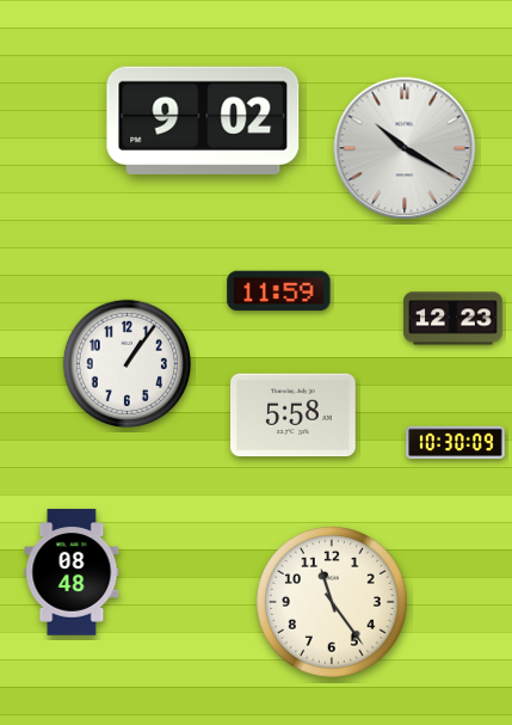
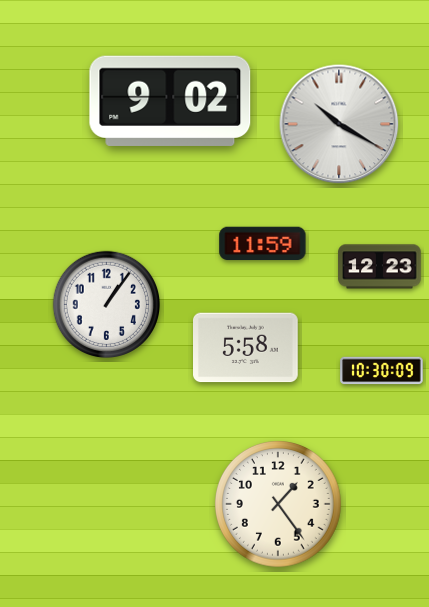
clock at (279, 291) position: (279, 291) -> (263, 244)
clock at (72, 572): 08:48 -> none
clock at (333, 603): 11:24 -> 1:24
